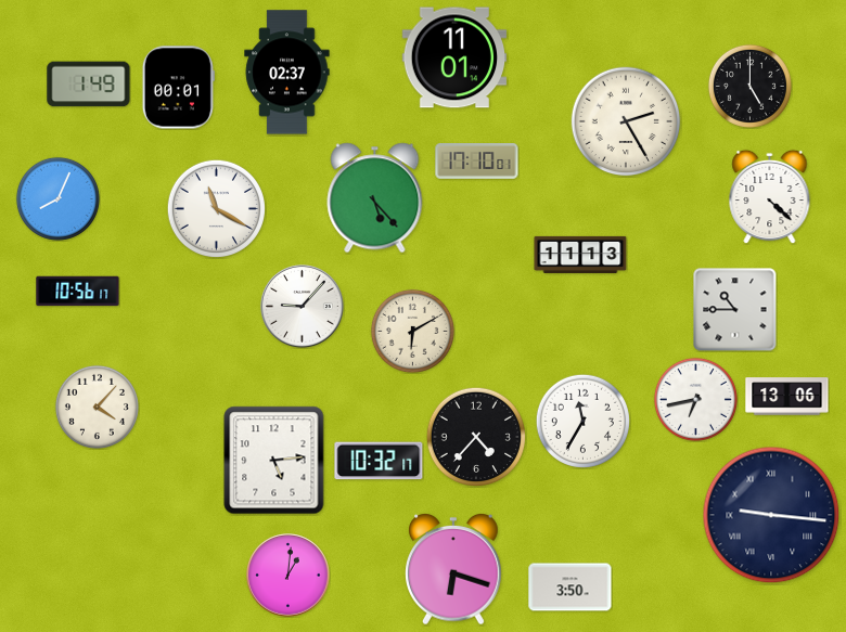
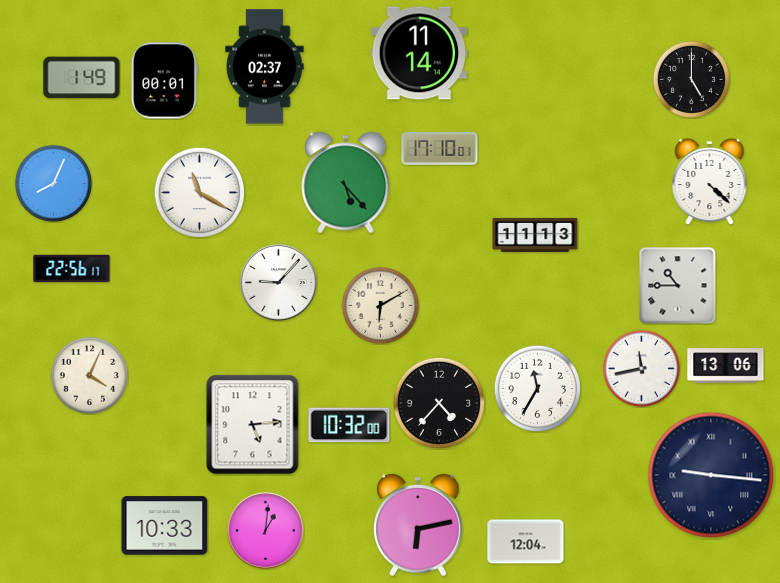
clock at (454, 57): 11:01 -> 11:14
clock at (626, 121): 2:25 -> none
clock at (78, 292): 10:56 -> 22:56
clock at (695, 399): 6:43 -> 11:43
clock at (97, 407): 4:07 -> 4:04
clock at (379, 461): 10:32:17 -> 10:32:00
clock at (165, 526): none -> 10:33
clock at (453, 570): 6:18 -> 6:13
clock at (571, 588): 3:50 -> 12:04
